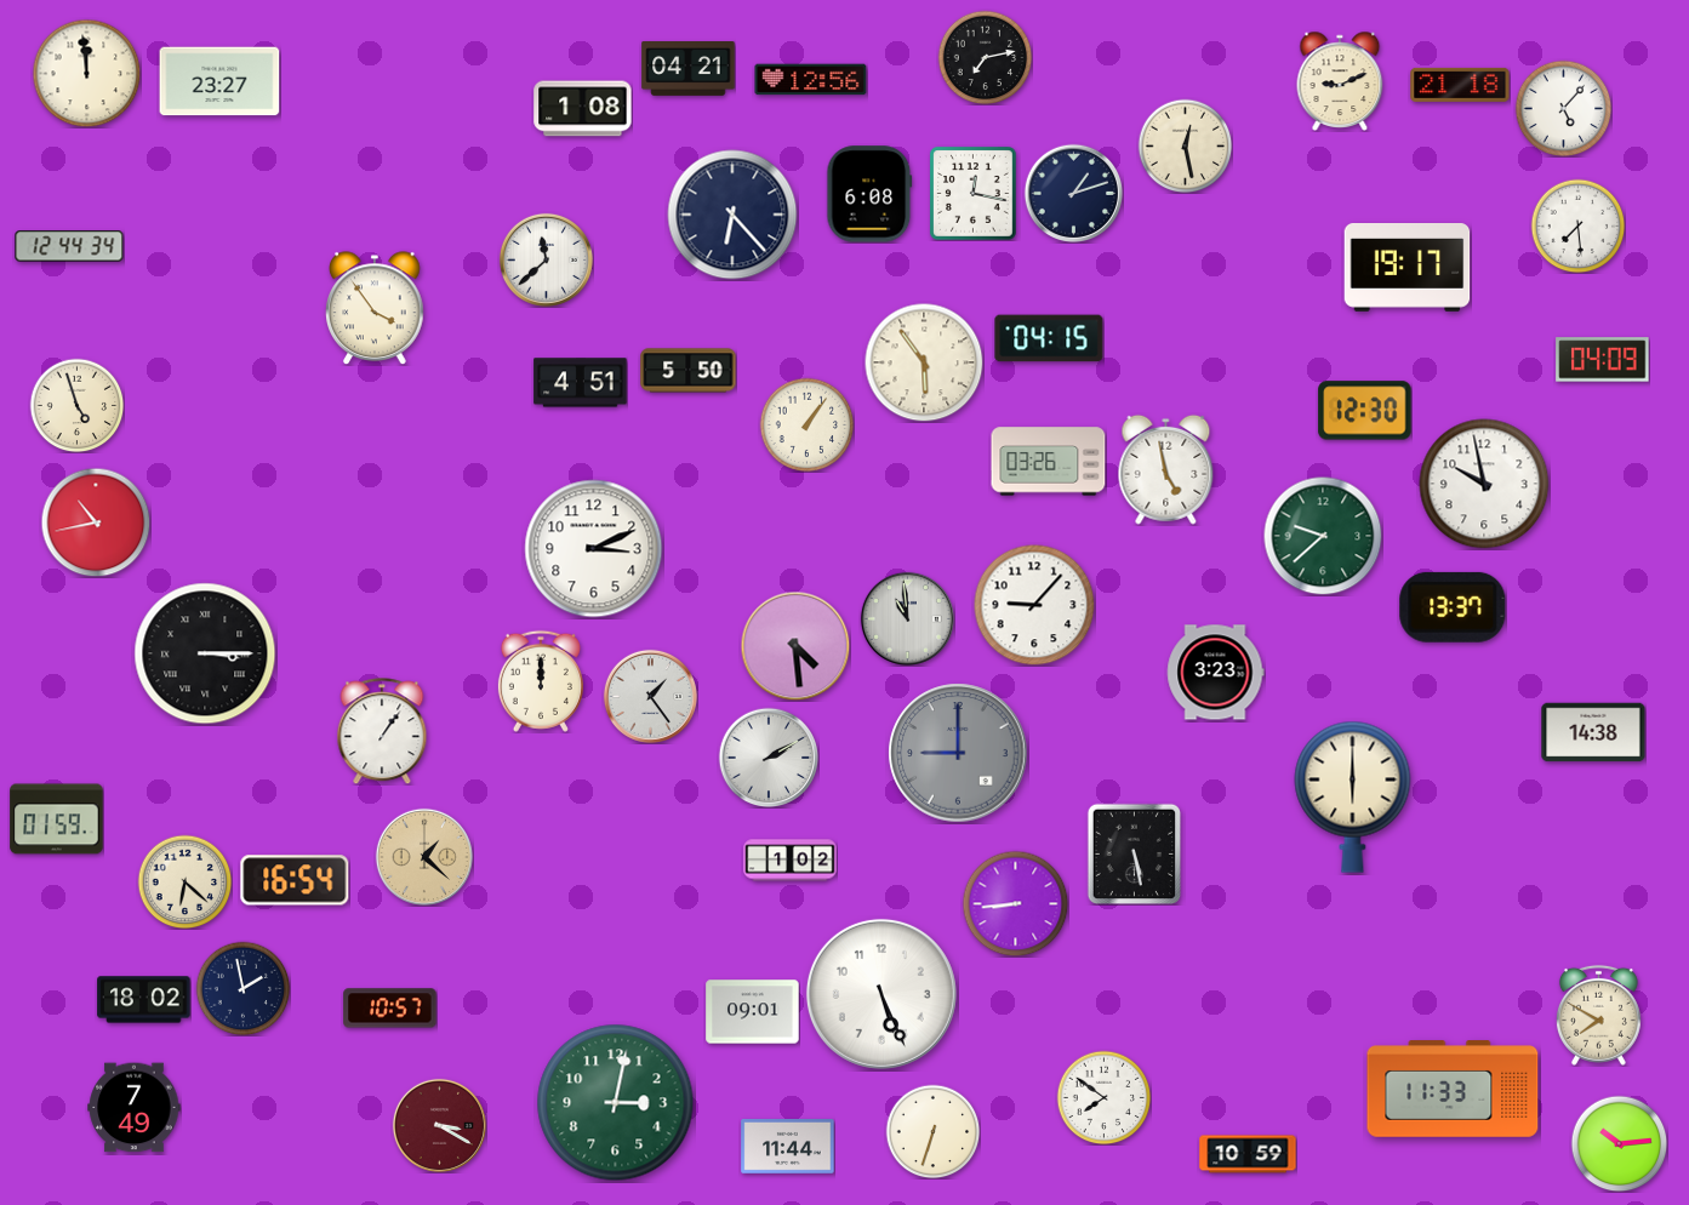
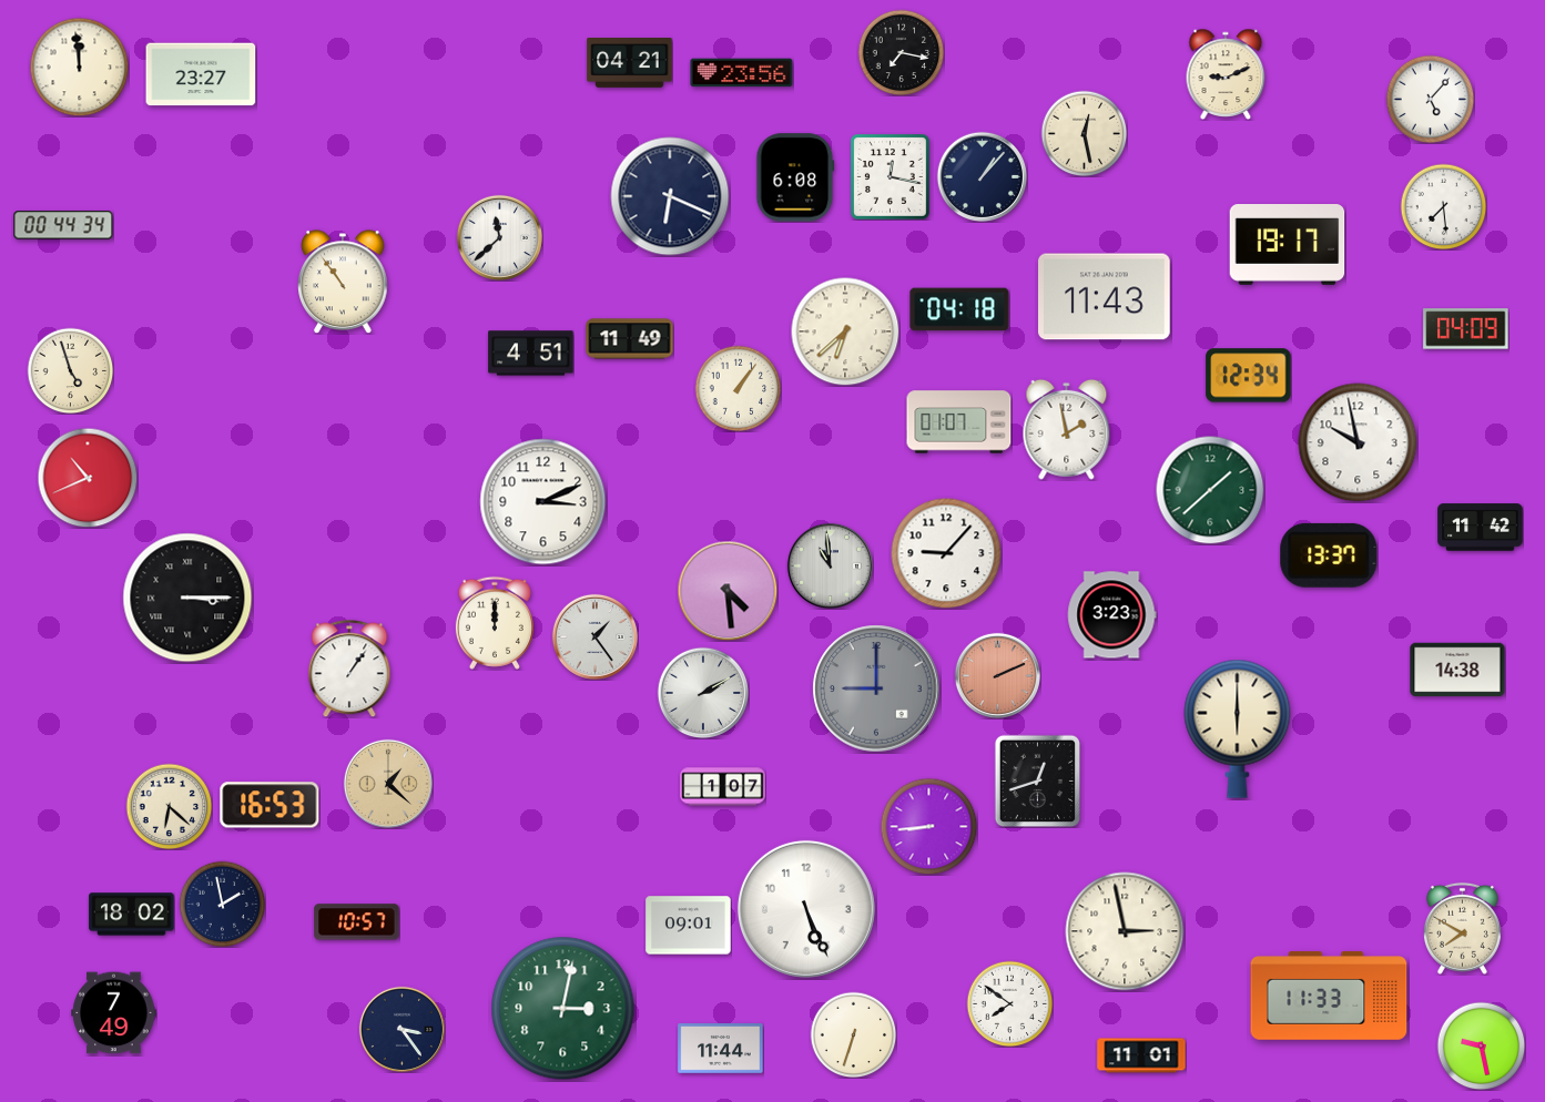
clock at (985, 57): 7:13 -> 7:17
clock at (811, 80): 12:56 -> 23:56
clock at (1460, 85): 21:18 -> none
clock at (583, 109): 1:08 -> none
clock at (1073, 193): 1:12 -> 1:07
clock at (732, 215): 6:23 -> 6:19
clock at (69, 246): 12:44 -> 00:44
clock at (375, 308): 3:54 -> 10:54
clock at (1105, 297): none -> 11:43
clock at (1049, 338): 04:15 -> 04:18
clock at (924, 362): 5:54 -> 6:38
clock at (689, 371): 5:50 -> 11:49
clock at (581, 383) position: (581, 383) -> (531, 354)
clock at (1365, 411): 12:30 -> 12:34
clock at (1049, 462): 03:26 -> 01:07
clock at (1166, 469): 4:58 -> 1:58
clock at (96, 522): 10:43 -> 10:41
clock at (1323, 536): 9:38 -> 1:38
clock at (1481, 528): none -> 11:42
clock at (997, 675): none -> 2:11
clock at (57, 819): 01:59 -> none
clock at (1135, 853): 5:28 -> 12:42
clock at (791, 861): 1:02 -> 1:07
clock at (295, 880): 16:54 -> 16:53
clock at (1125, 931): none -> 2:58
clock at (135, 1108) position: (135, 1108) -> (114, 1013)
clock at (439, 1125): 3:20 -> 3:24
clock at (439, 1125) dial: burgundy -> navy
clock at (1619, 1143): 10:14 -> 9:28
clock at (1248, 1154): 10:59 -> 11:01
